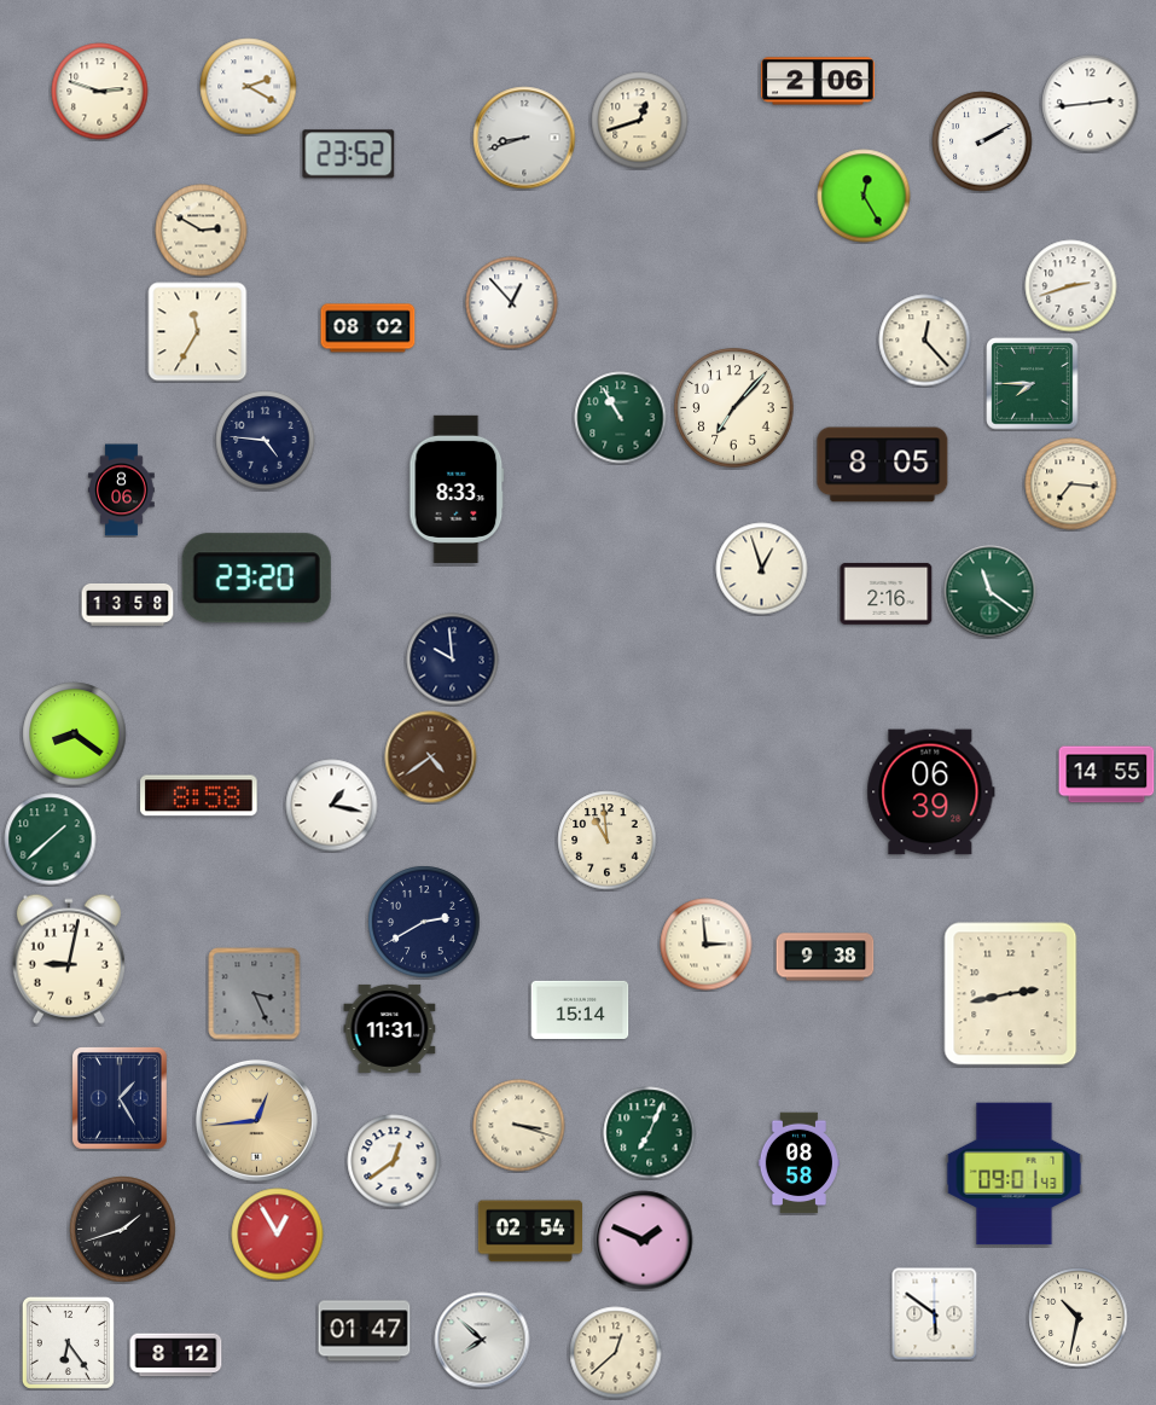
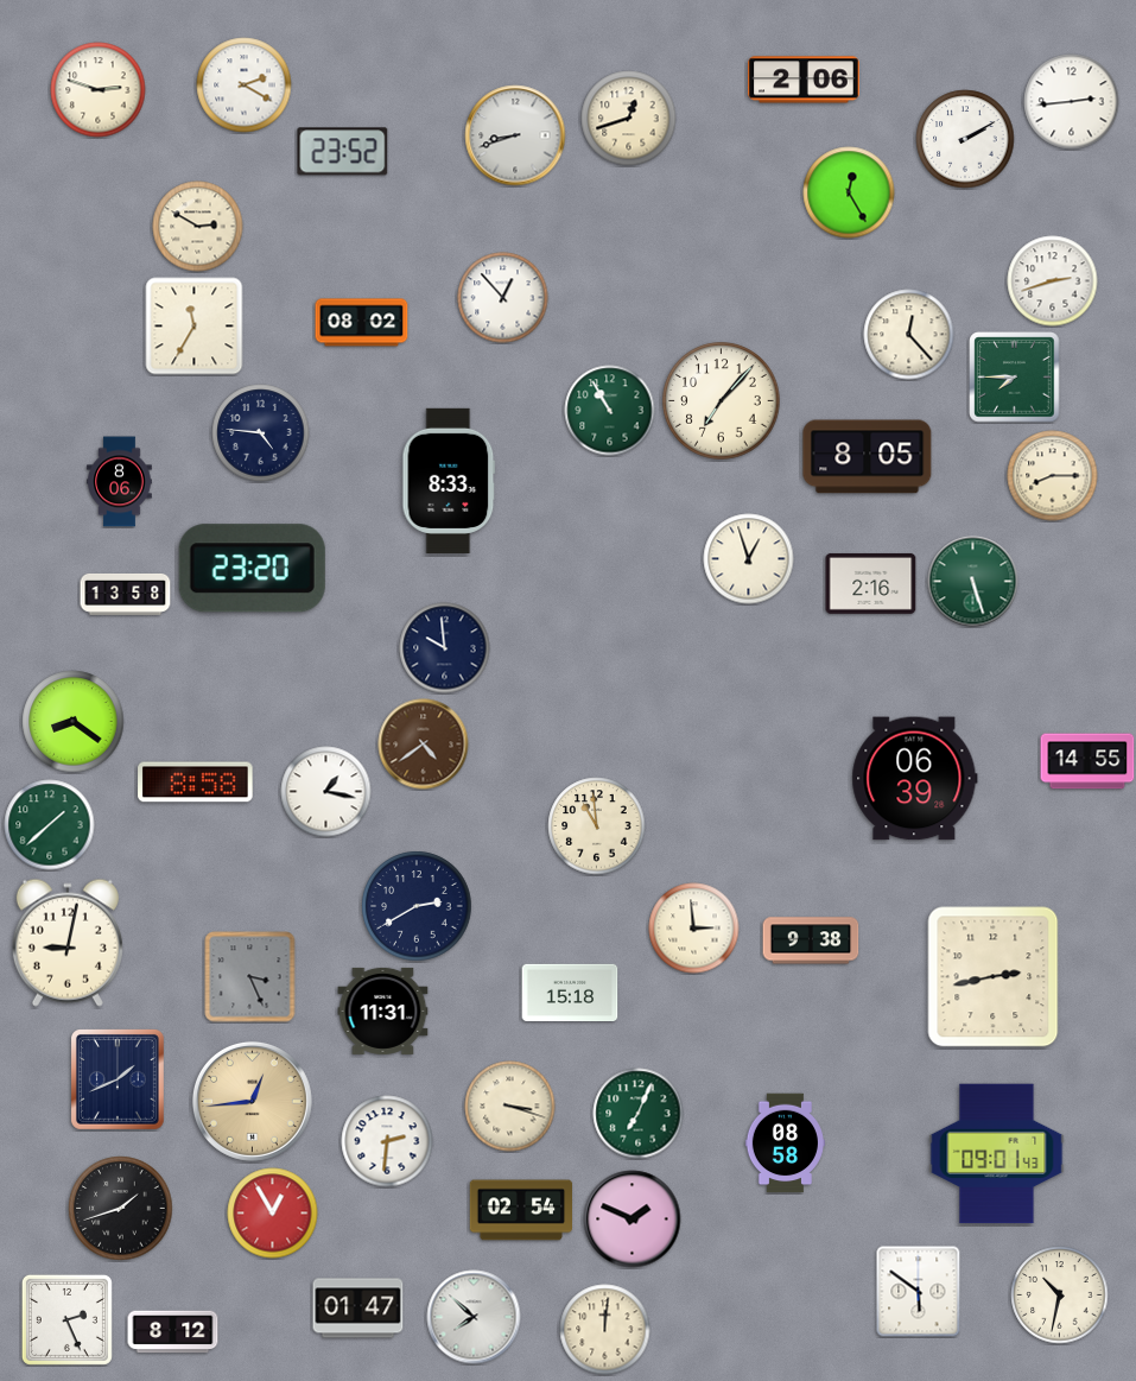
clock at (1071, 484): 7:16 -> 8:15
clock at (991, 592): 11:21 -> 5:27
clock at (580, 1009): 15:14 -> 15:18
clock at (121, 1099): 1:25 -> 1:41
clock at (394, 1161): 12:39 -> 2:31
clock at (68, 1342): 6:24 -> 2:26
clock at (616, 1353): 12:38 -> 12:01
